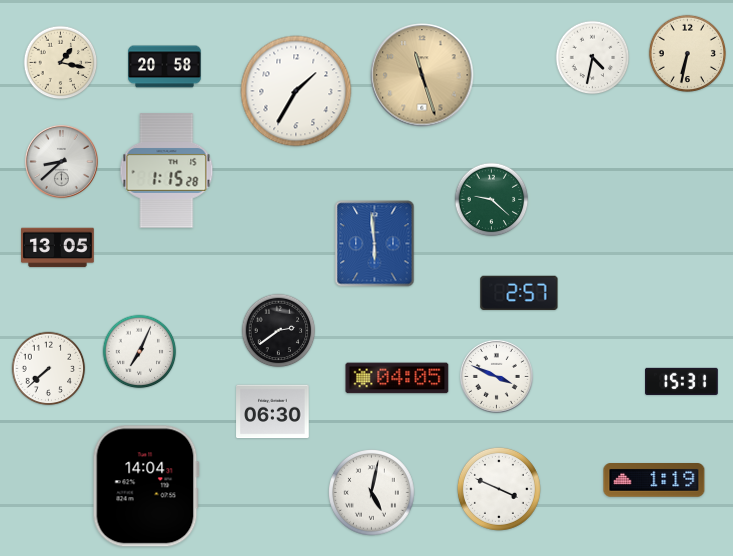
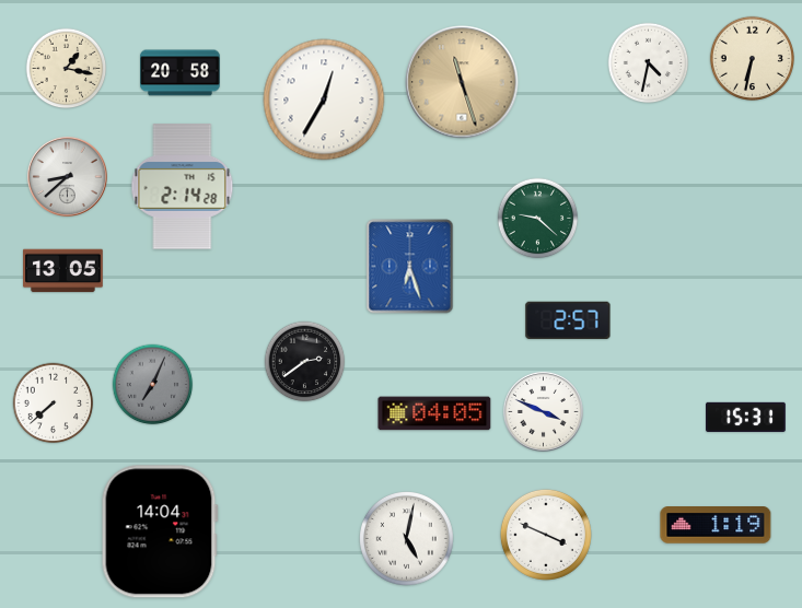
clock at (296, 91): 1:35 -> 12:35
clock at (167, 171): 1:15 -> 2:14
clock at (375, 244): 5:59 -> 6:27
clock at (140, 352) dial: white -> grey
clock at (273, 412): 06:30 -> none
